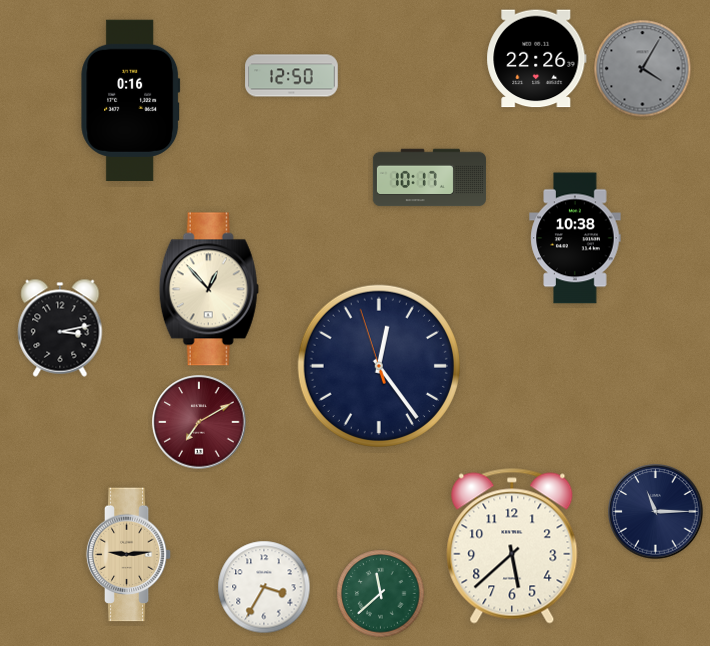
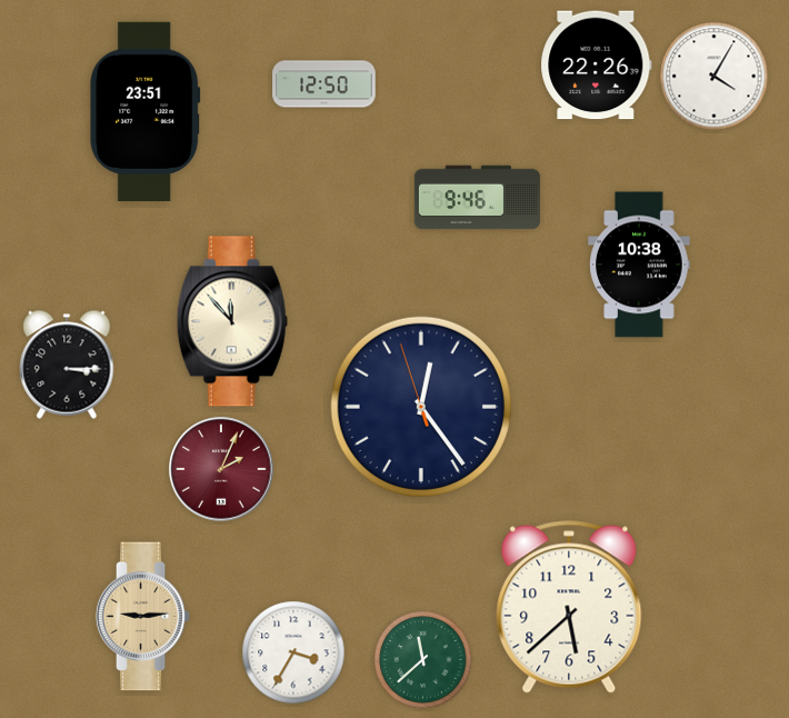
clock at (643, 69) dial: grey -> white
clock at (131, 100): 0:16 -> 23:51
clock at (429, 178): 10:17 -> 9:46
clock at (209, 289): 12:53 -> 11:53
clock at (60, 328): 3:13 -> 3:15
clock at (199, 422): 7:10 -> 2:04
clock at (656, 512): 11:15 -> none
